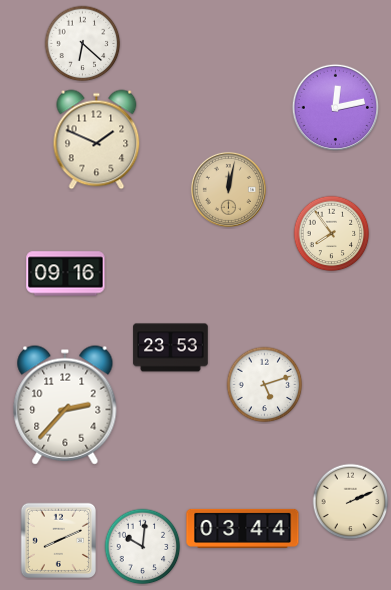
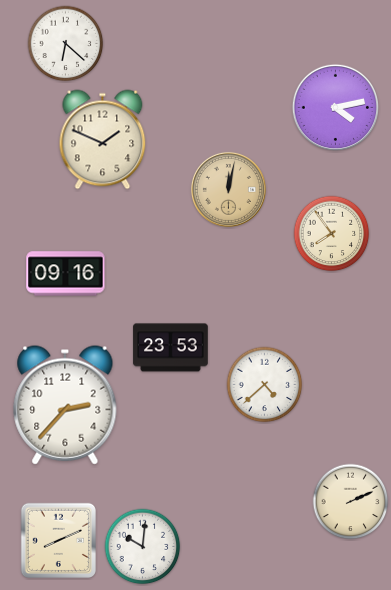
clock at (83, 44) position: (83, 44) -> (66, 44)
clock at (335, 107): 12:13 -> 4:13
clock at (97, 140) position: (97, 140) -> (103, 140)
clock at (265, 385): 5:12 -> 4:38
clock at (243, 528): 03:44 -> none
